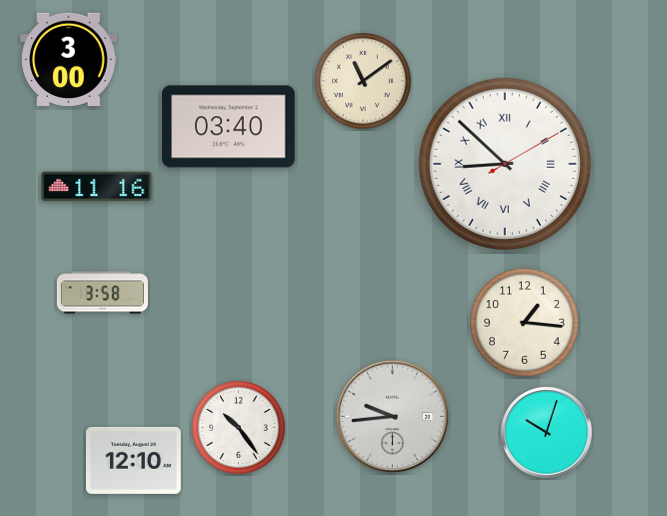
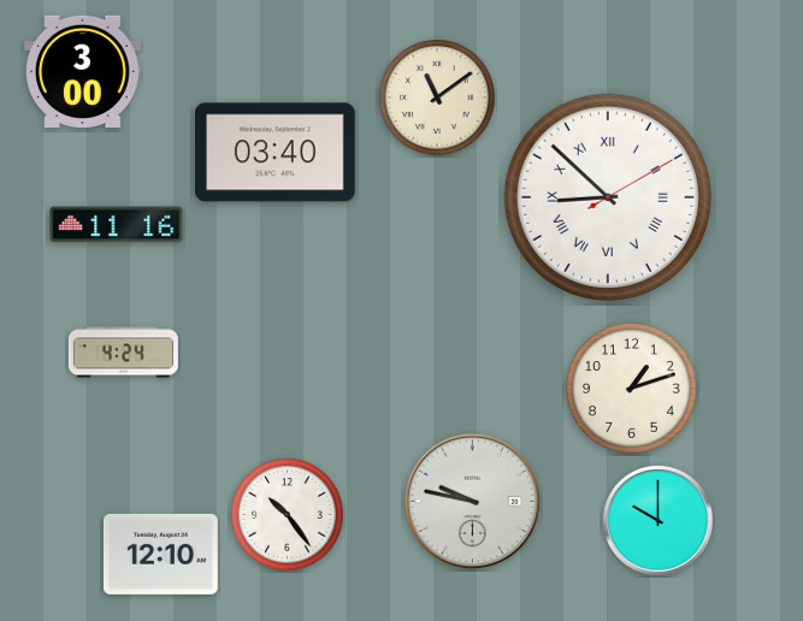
clock at (102, 293): 3:58 -> 4:24
clock at (525, 323): 1:16 -> 1:12
clock at (393, 417): 9:44 -> 9:47
clock at (547, 433): 10:03 -> 10:00
